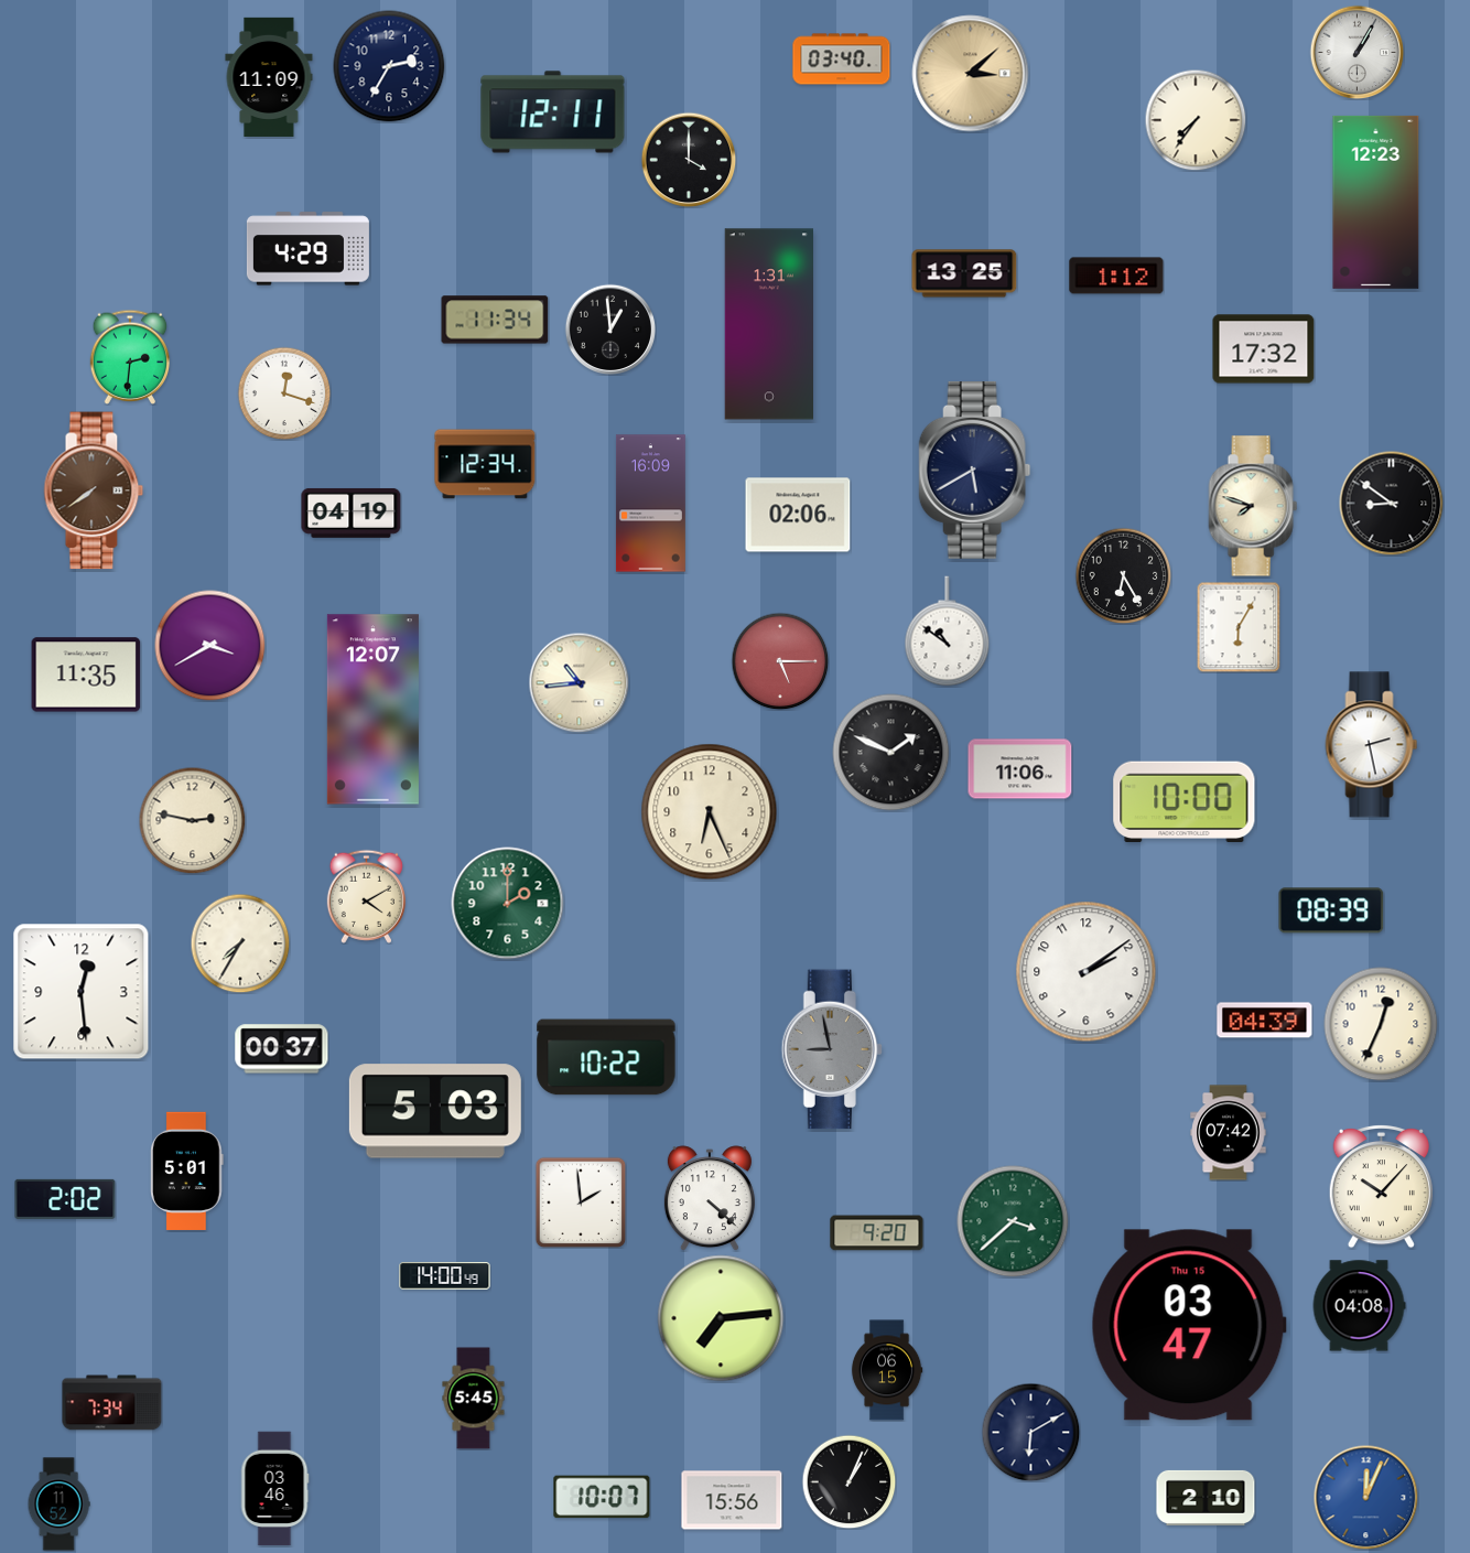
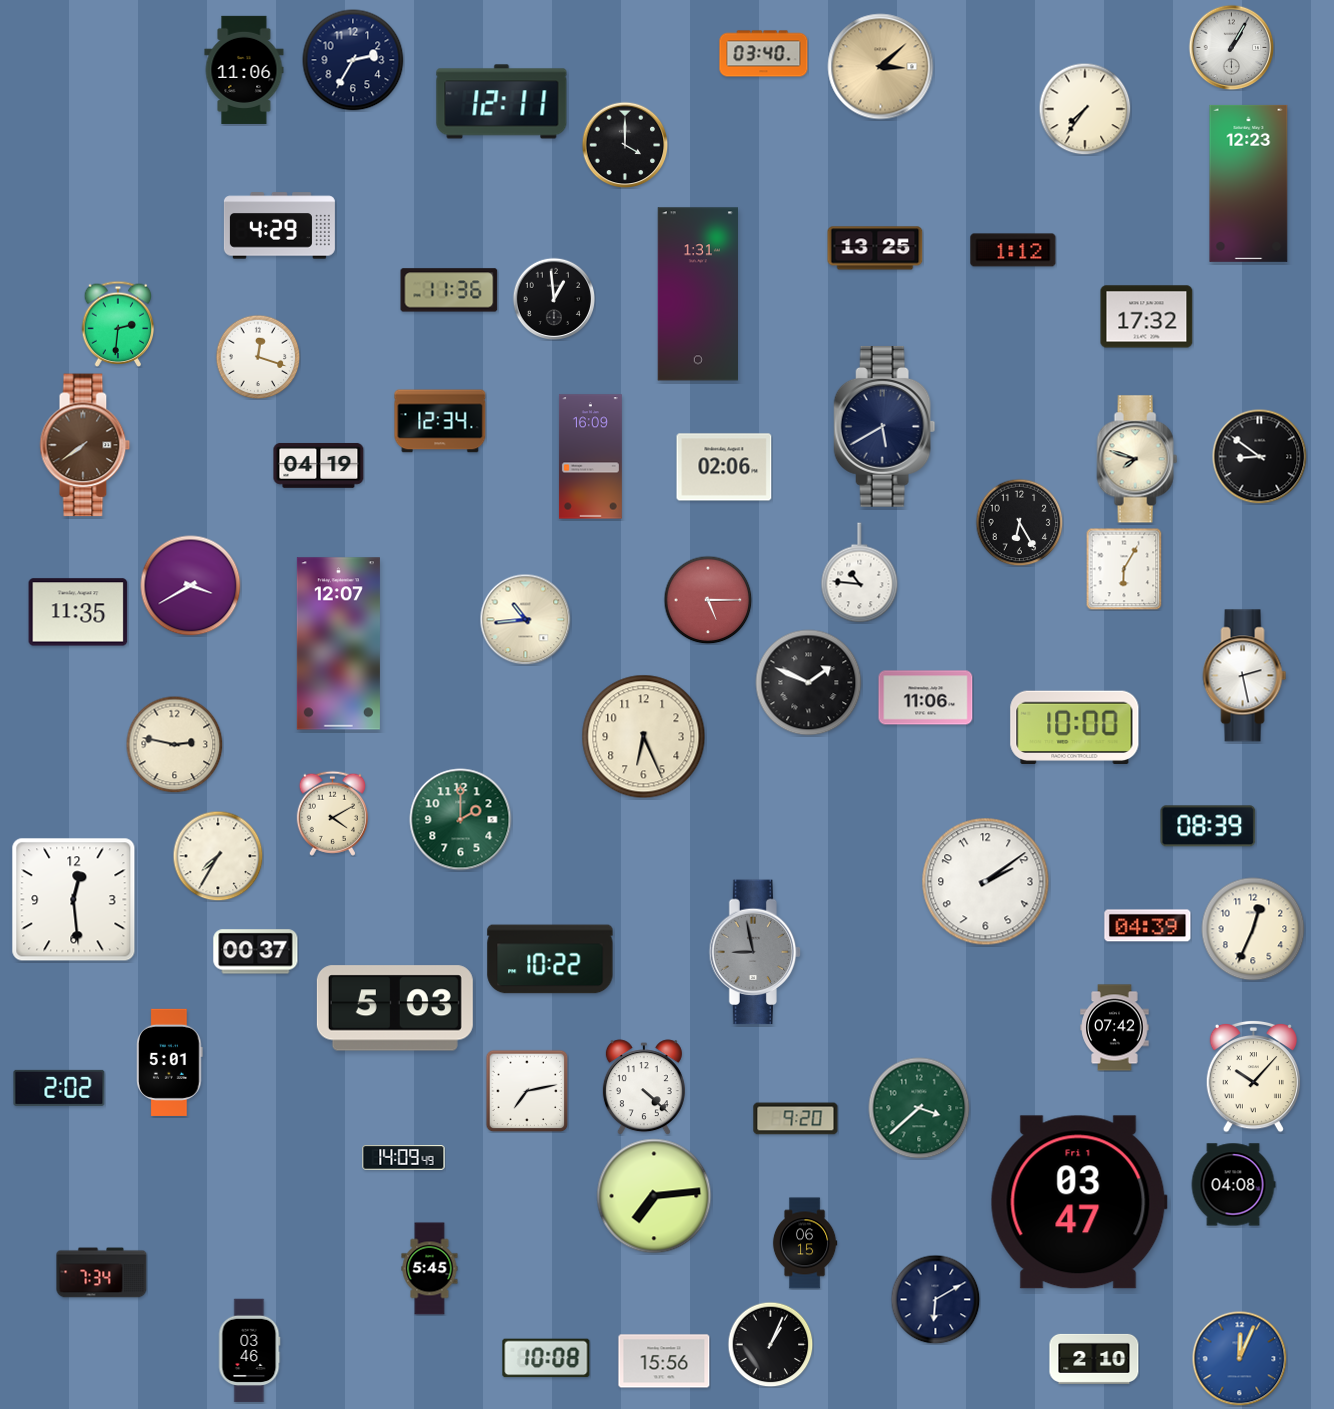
clock at (269, 77): 11:09 -> 11:06
clock at (495, 320): 11:34 -> 11:36
clock at (1391, 503) position: (1391, 503) -> (1259, 456)
clock at (948, 632): 10:51 -> 10:46
clock at (581, 1203): 1:59 -> 7:13
clock at (445, 1276): 14:00 -> 14:09
clock at (1189, 1325) date: Thu 15 -> Fri 1
clock at (602, 1497): 10:07 -> 10:08
clock at (58, 1505): 11:52 -> none
